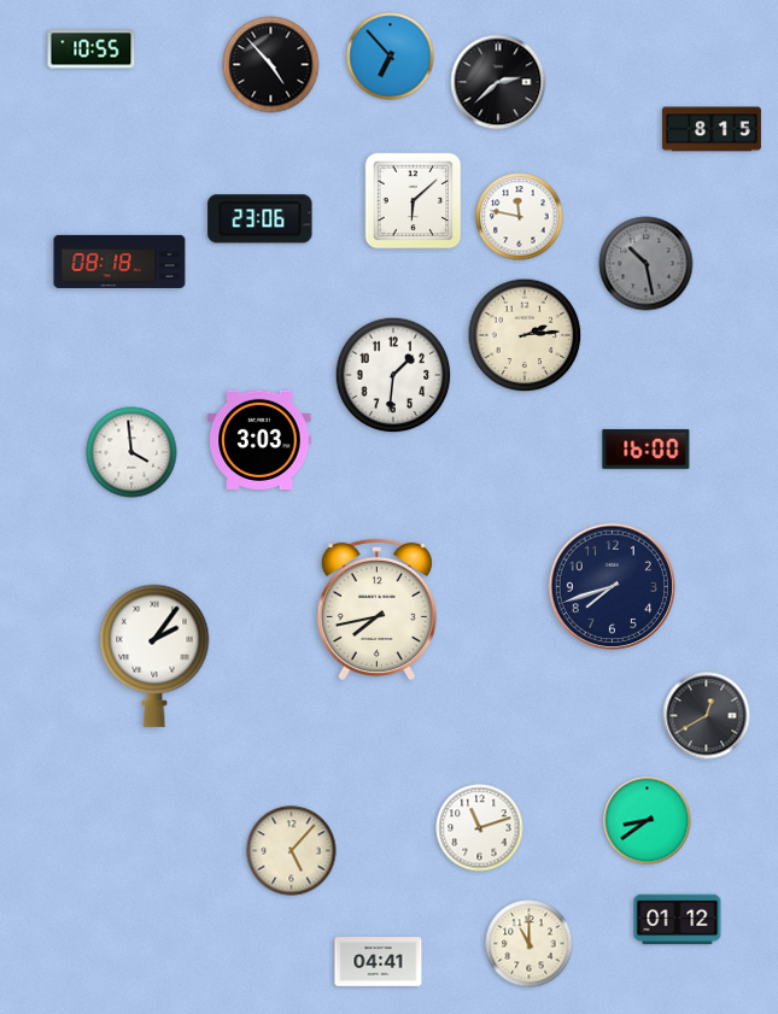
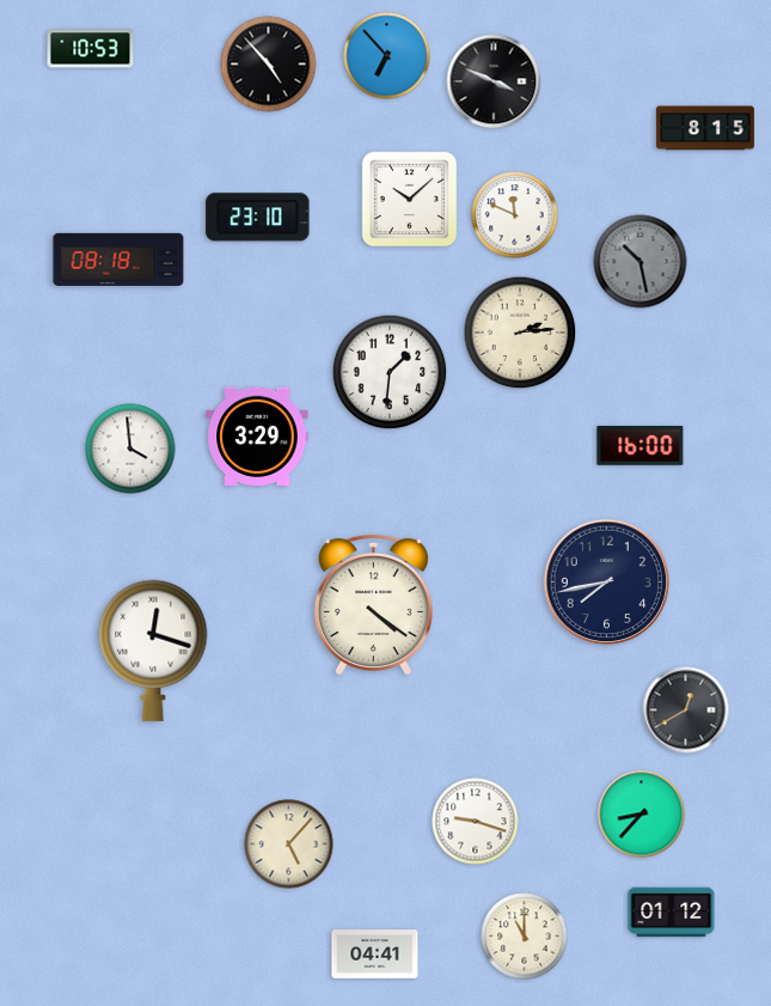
clock at (92, 49): 10:55 -> 10:53
clock at (498, 82): 2:38 -> 3:49
clock at (414, 201): 6:08 -> 10:08
clock at (520, 217): 11:47 -> 11:49
clock at (261, 219): 23:06 -> 23:10
clock at (259, 440): 3:03 -> 3:29
clock at (613, 587): 7:42 -> 7:43
clock at (376, 609): 7:43 -> 4:21
clock at (154, 656): 2:06 -> 12:18
clock at (707, 716) position: (707, 716) -> (686, 711)
clock at (648, 821): 8:39 -> 8:37
clock at (480, 828): 11:12 -> 9:18
